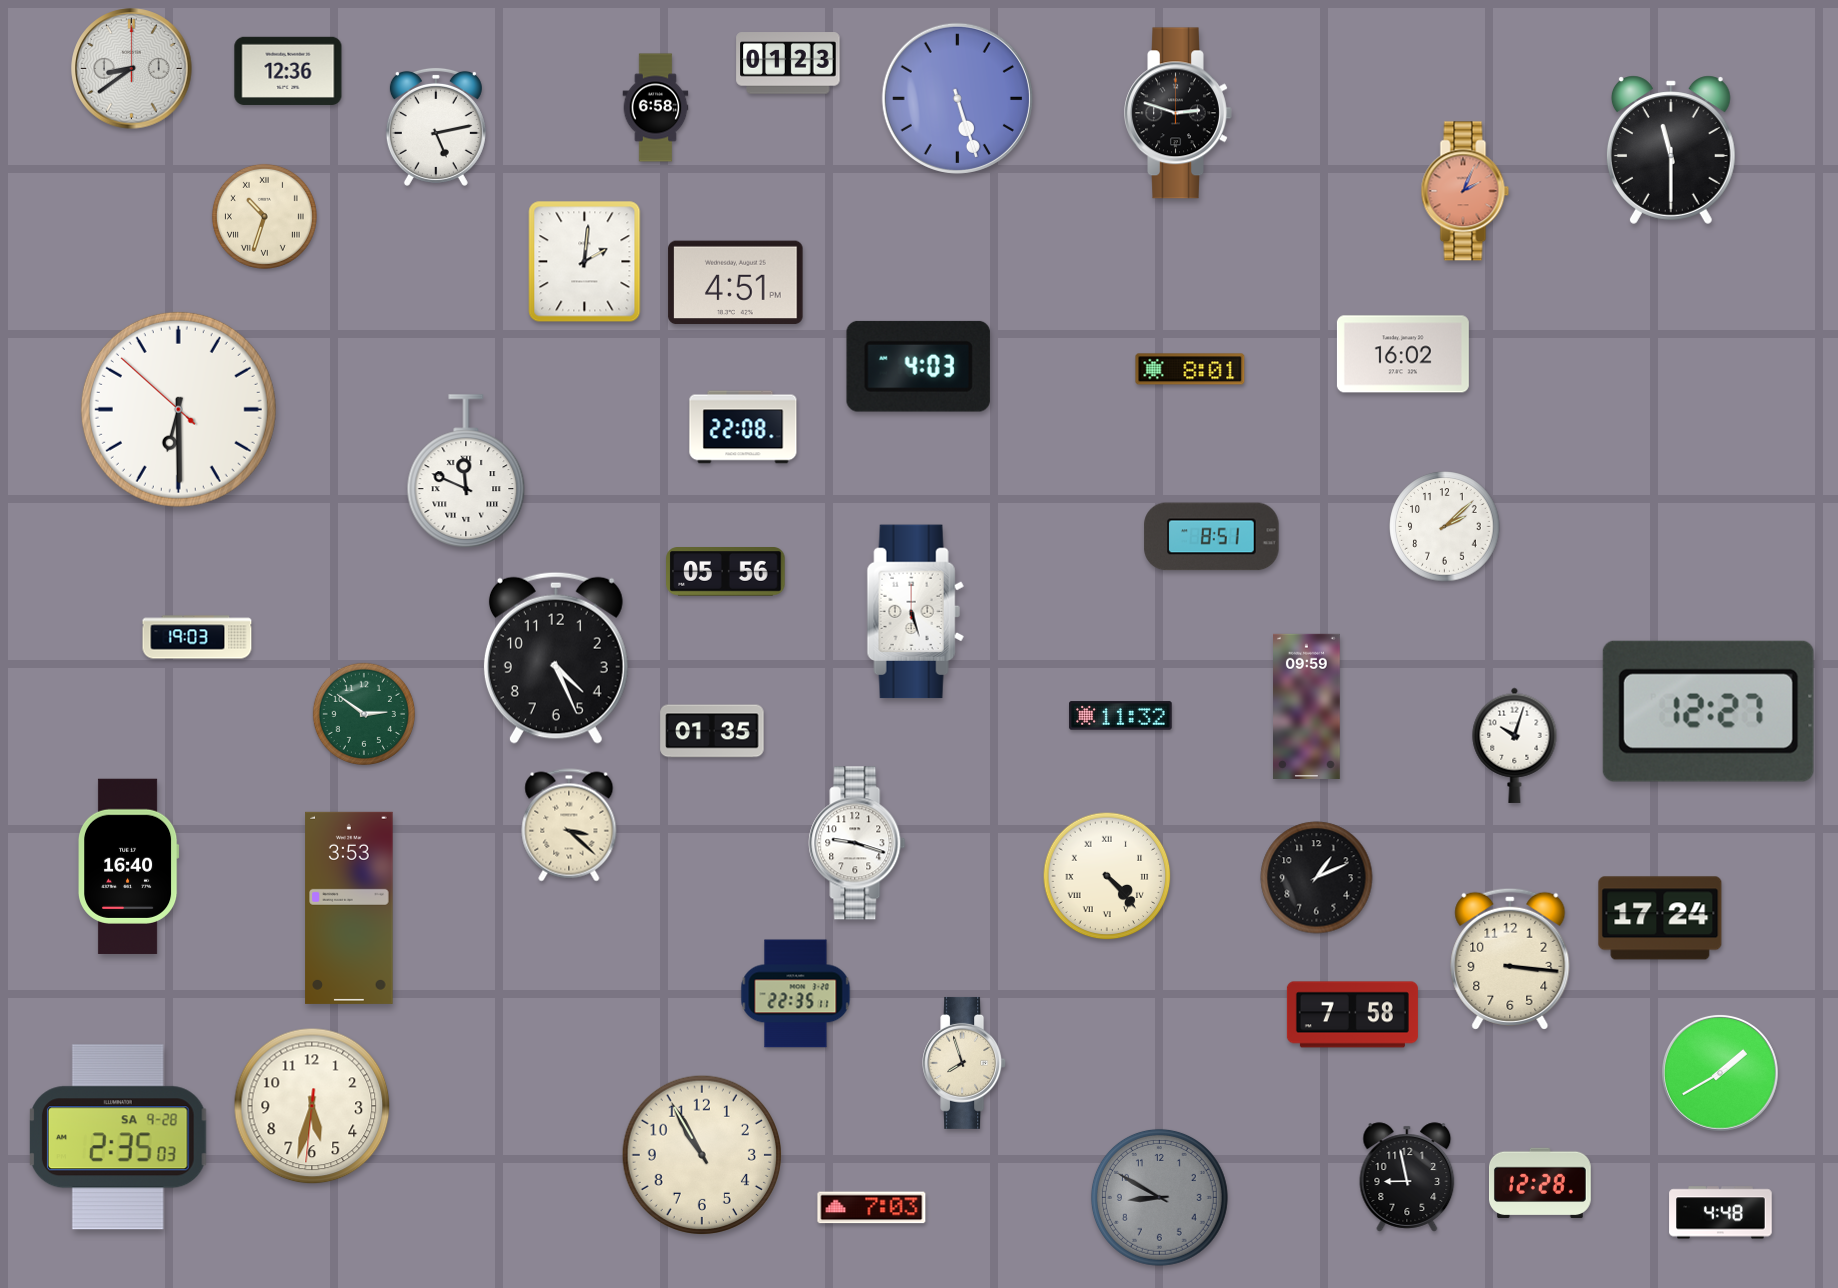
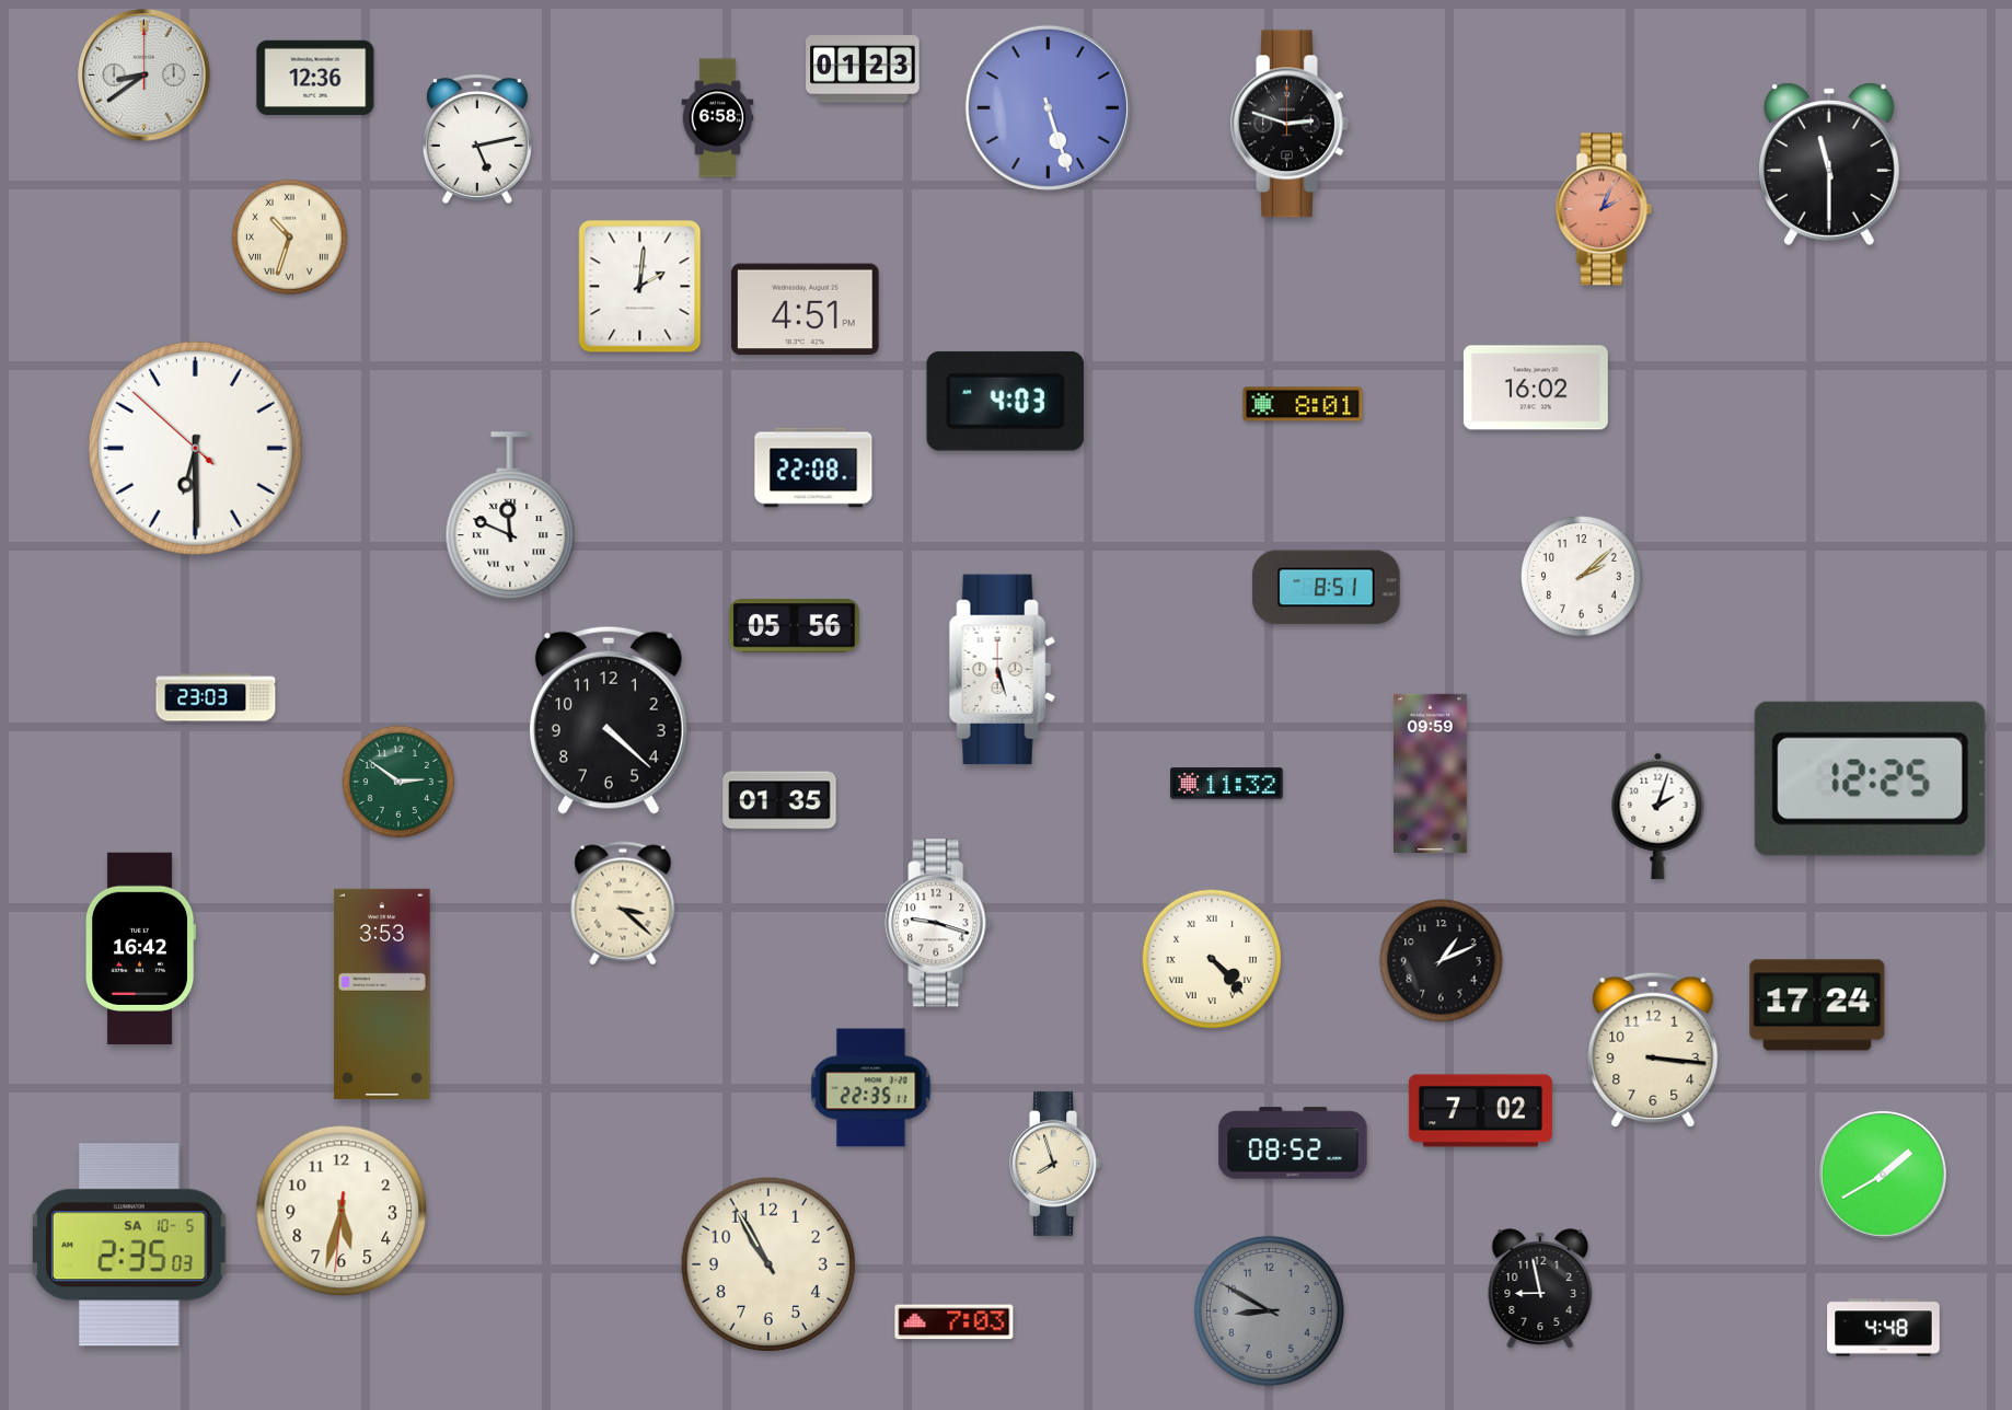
clock at (197, 637): 19:03 -> 23:03
clock at (556, 658): 4:26 -> 4:22
clock at (1708, 711): 12:27 -> 12:25
clock at (1515, 745): 10:03 -> 2:03
clock at (128, 866): 16:40 -> 16:42
clock at (1352, 1015): 7:58 -> 7:02
clock at (1293, 1143): none -> 08:52
clock at (118, 1137) date: SA 9-28 -> SA 10-5
clock at (1541, 1183): 12:28 -> none
